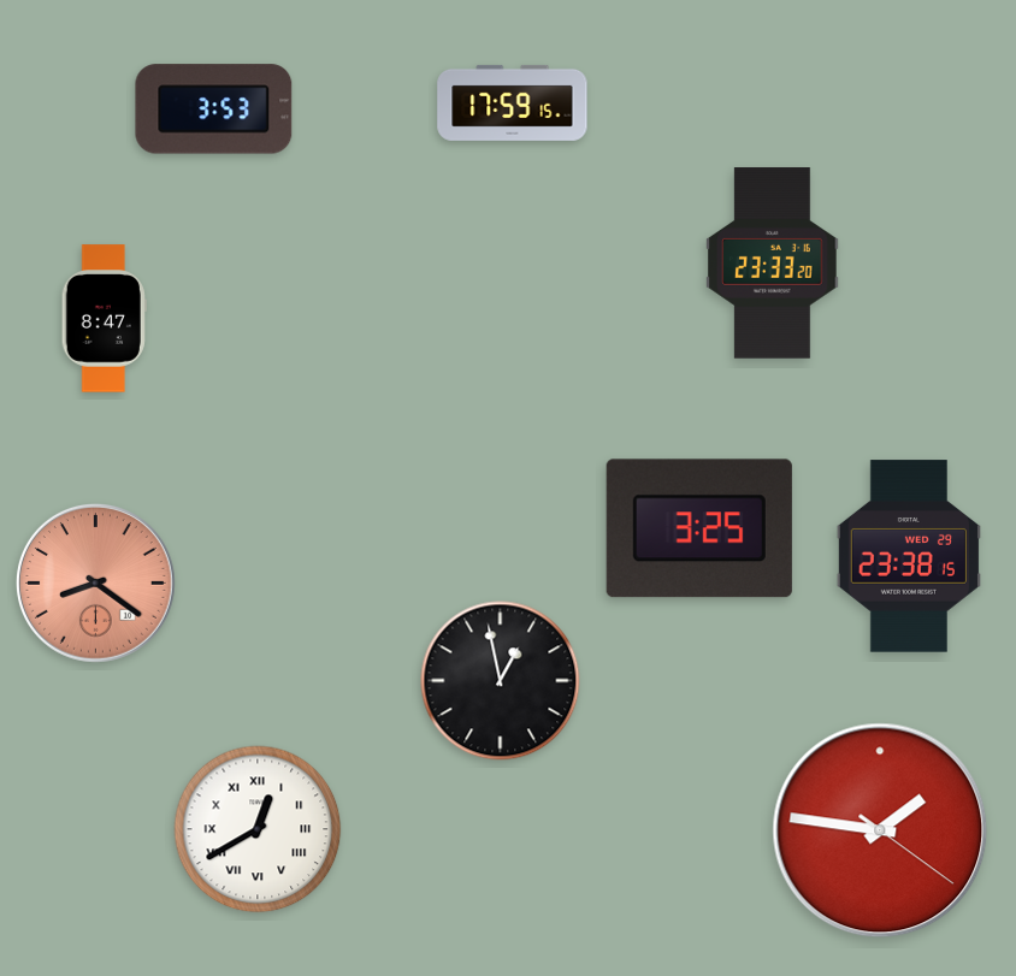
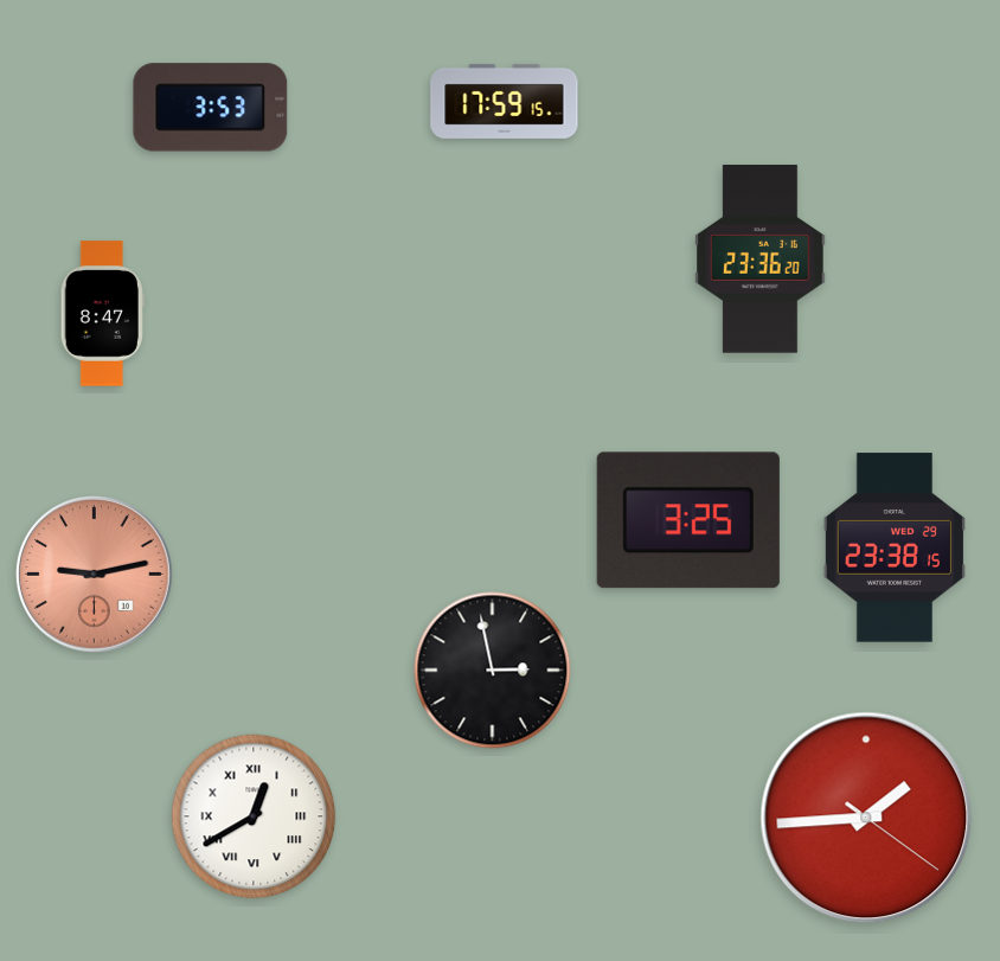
clock at (773, 264): 23:33 -> 23:36
clock at (95, 582): 8:21 -> 9:13
clock at (501, 681): 12:58 -> 2:58
clock at (880, 830): 1:46 -> 1:44
